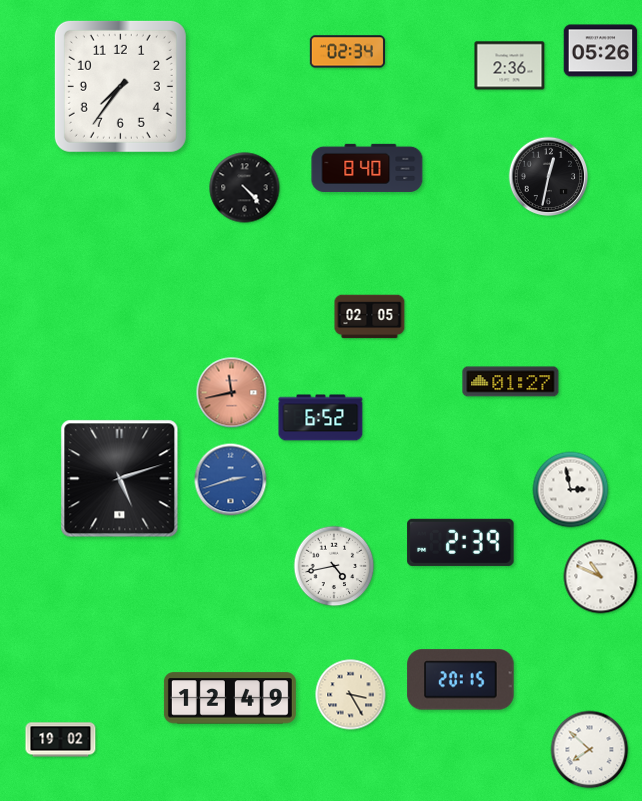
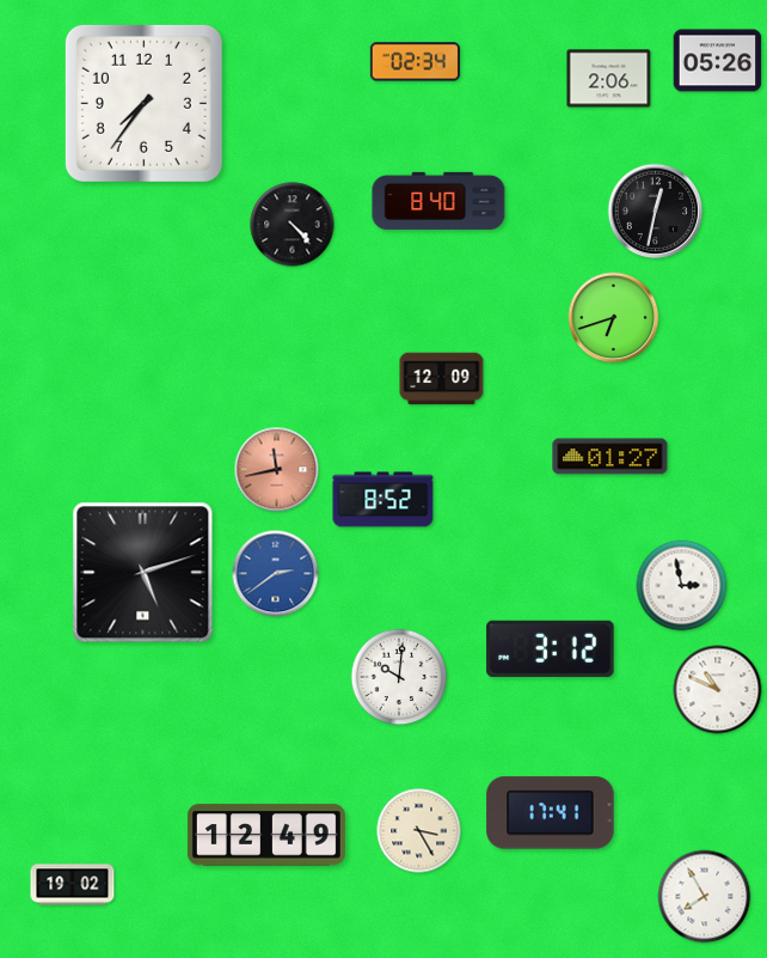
clock at (510, 66): 2:36 -> 2:06
clock at (614, 318): none -> 6:42
clock at (370, 317): 02:05 -> 12:09
clock at (321, 418): 6:52 -> 8:52
clock at (231, 480): 2:42 -> 2:39
clock at (461, 542): 2:39 -> 3:12
clock at (334, 566): 4:43 -> 10:01
clock at (461, 680): 20:15 -> 17:41
clock at (230, 698) position: (230, 698) -> (266, 835)
clock at (590, 750): 7:52 -> 7:55
